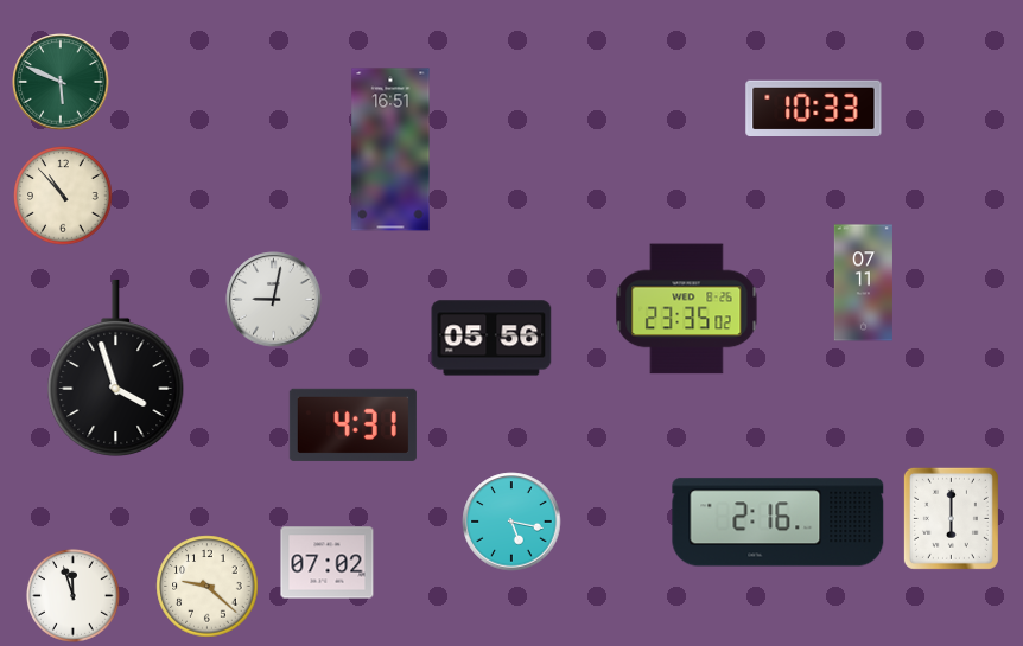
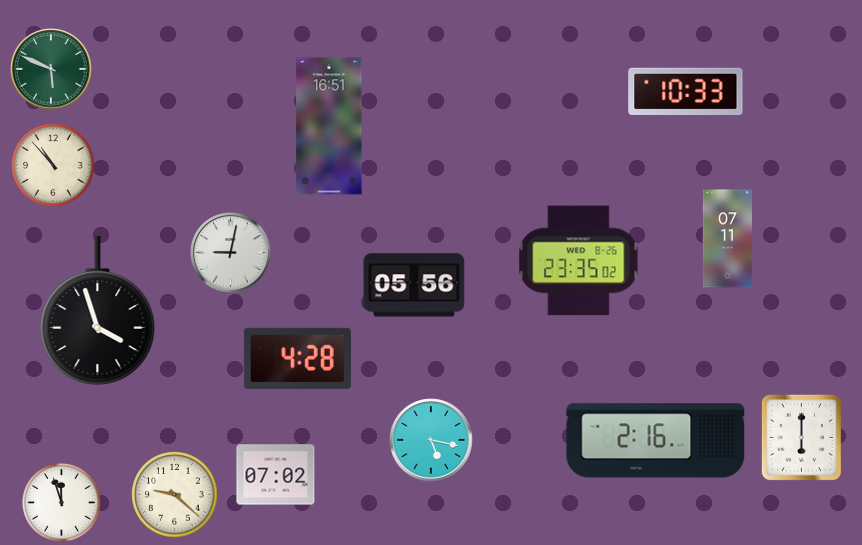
clock at (352, 424): 4:31 -> 4:28
